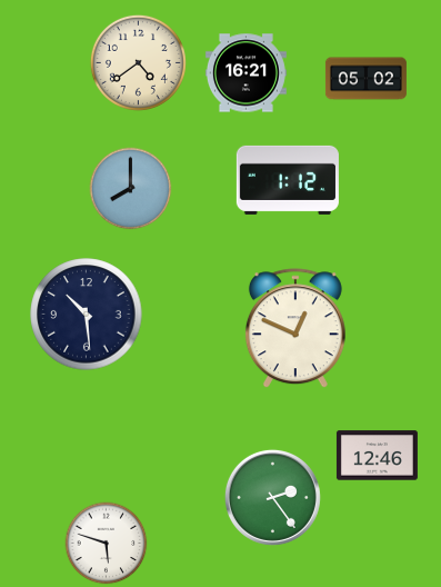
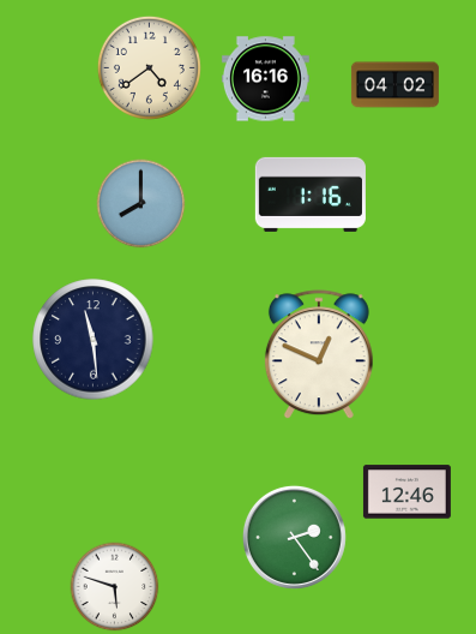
clock at (245, 73): 16:21 -> 16:16
clock at (365, 79): 05:02 -> 04:02
clock at (288, 180): 1:12 -> 1:16
clock at (87, 315): 10:29 -> 11:29
